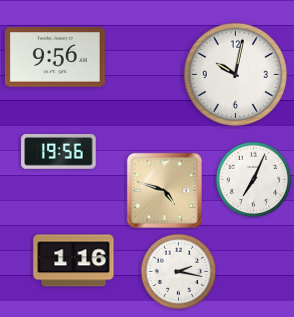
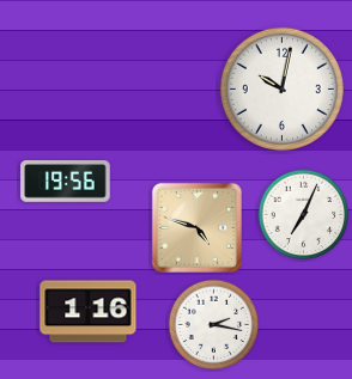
clock at (55, 58): 9:56 -> none
clock at (59, 152) position: (59, 152) -> (66, 182)
